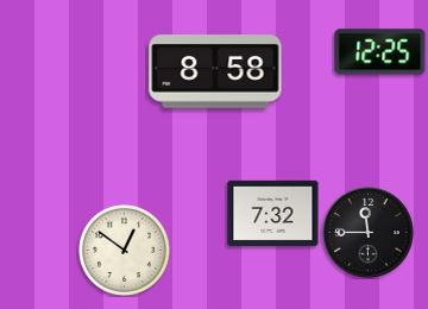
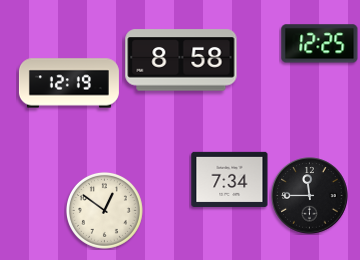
clock at (69, 83): none -> 12:19
clock at (273, 213): 7:32 -> 7:34
